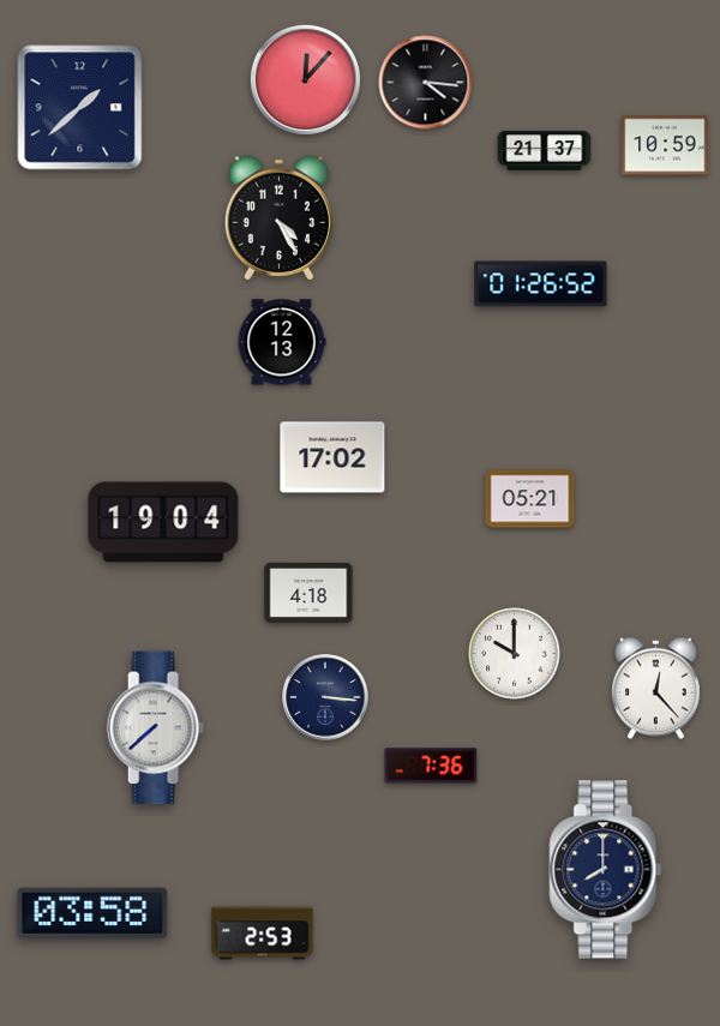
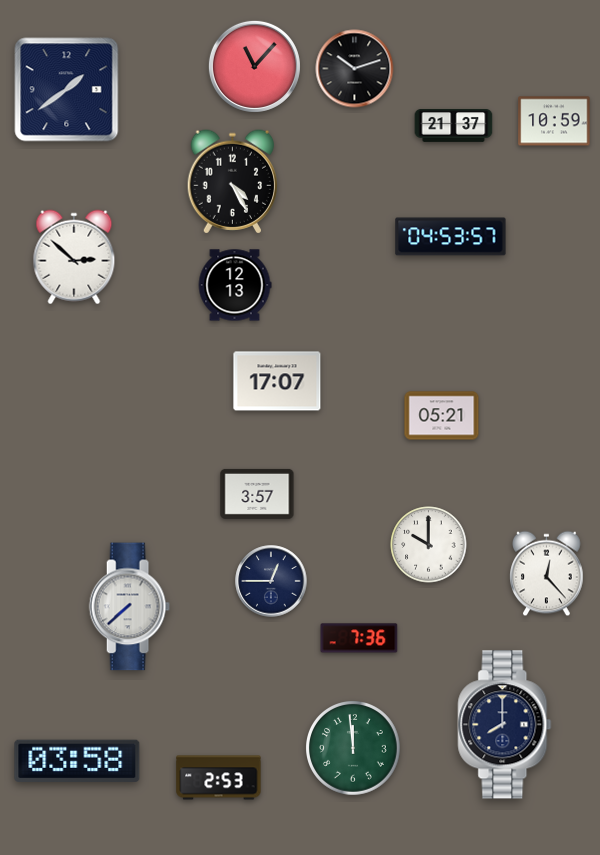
clock at (305, 79): 12:07 -> 11:07
clock at (426, 83): 4:16 -> 10:12
clock at (80, 108): 1:38 -> 1:39
clock at (541, 284): 01:26 -> 04:53
clock at (74, 257): none -> 2:52
clock at (332, 457): 17:02 -> 17:07
clock at (163, 522): 19:04 -> none
clock at (308, 593): 4:18 -> 3:57
clock at (325, 697): 3:16 -> 12:45
clock at (354, 749): none -> 11:59
